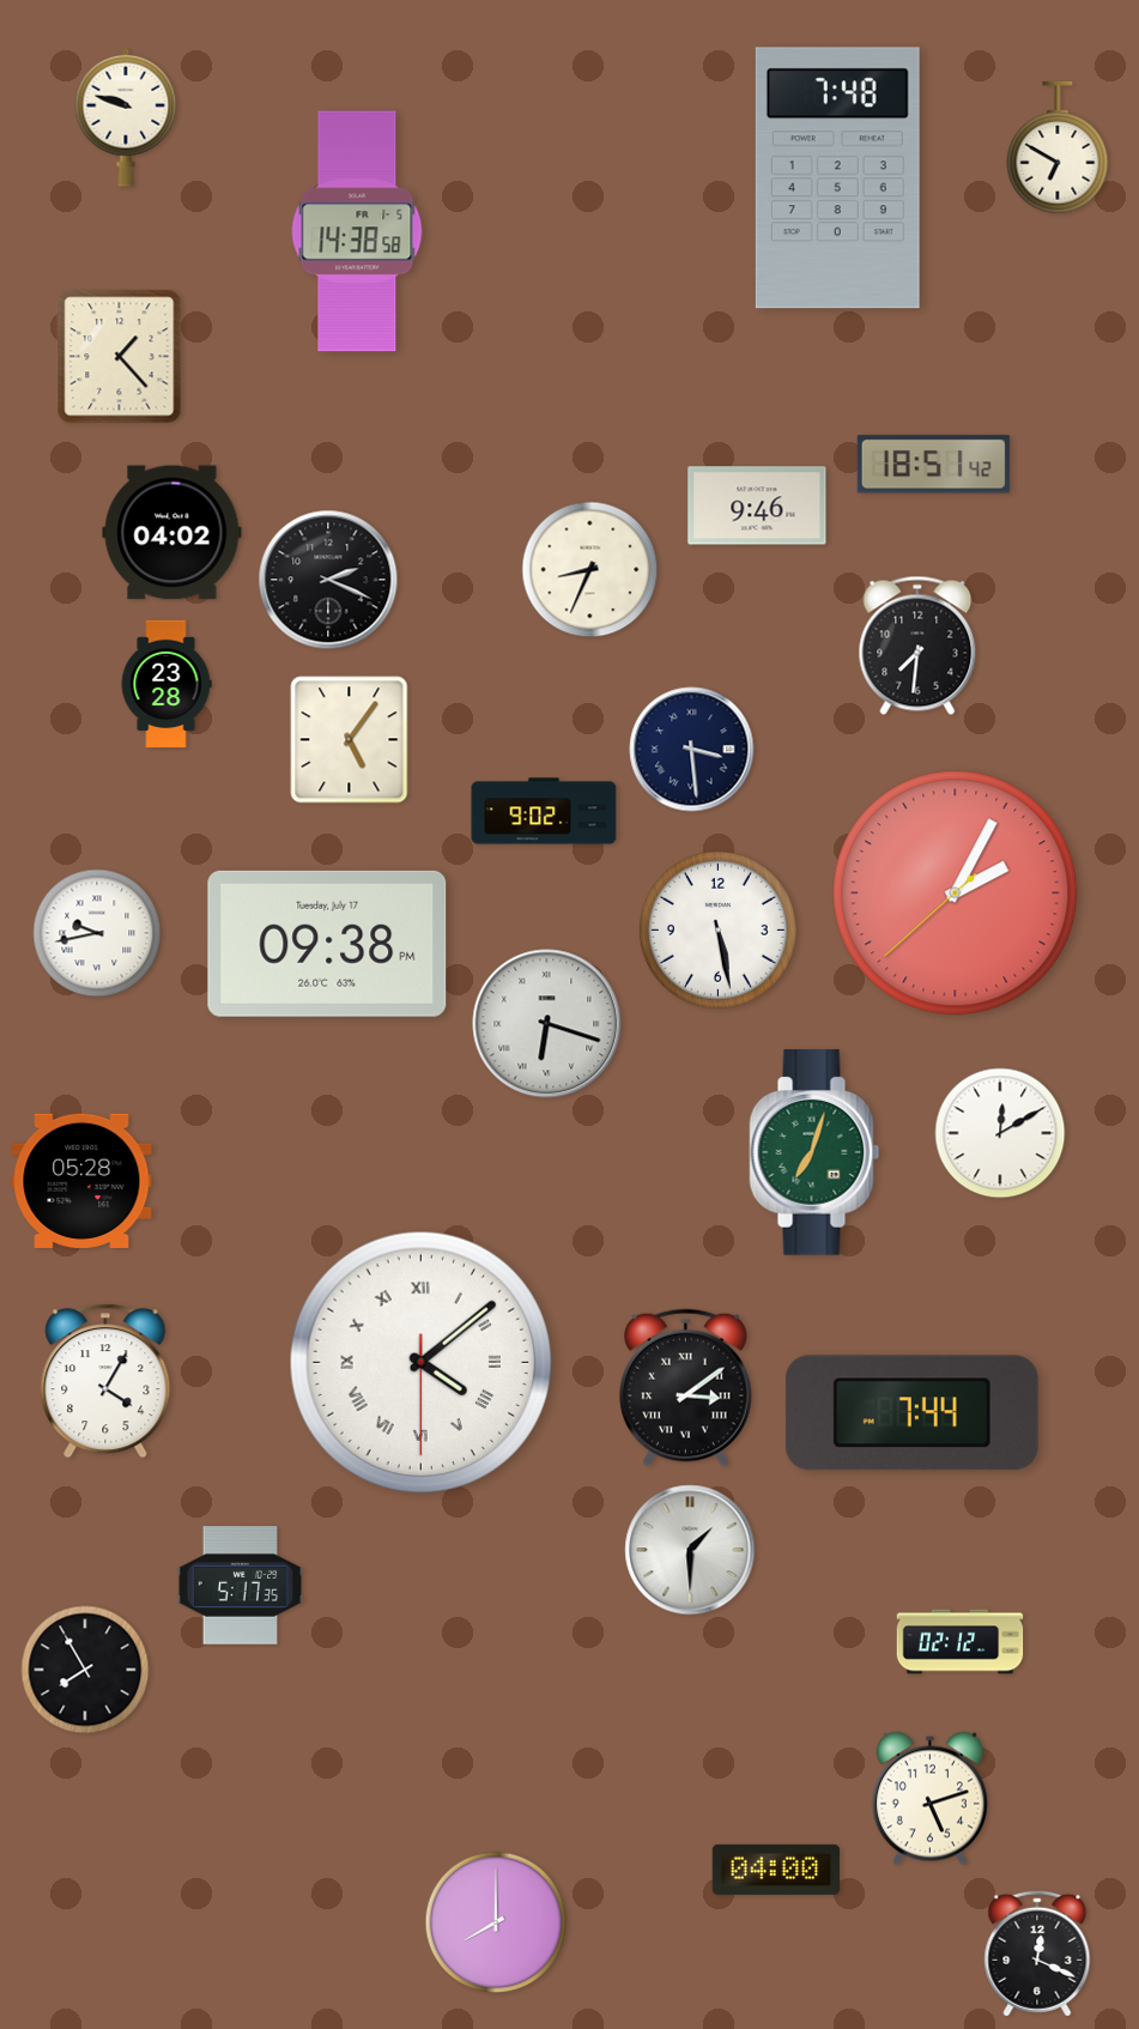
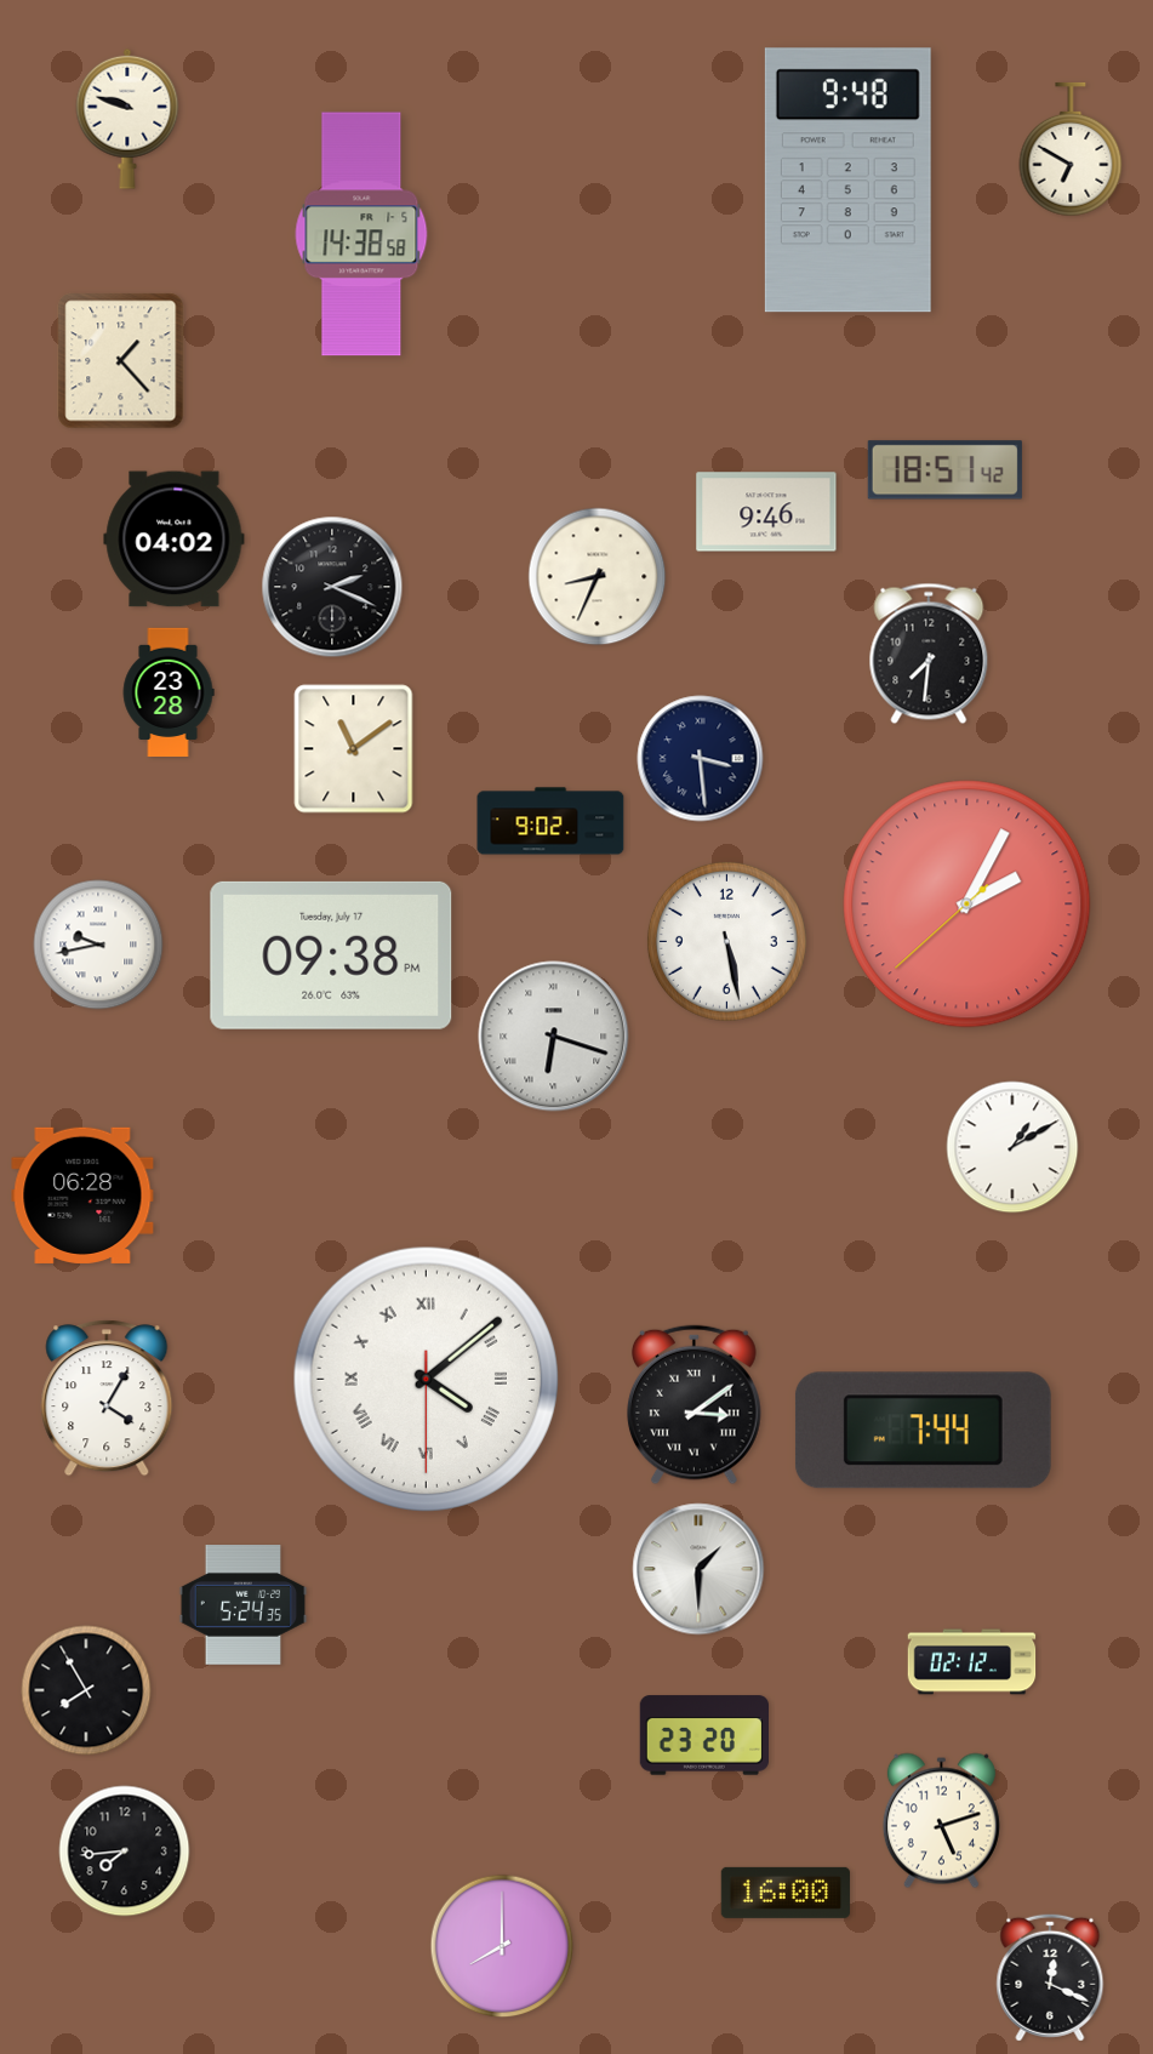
clock at (837, 178): 7:48 -> 9:48
clock at (350, 740): 5:06 -> 11:09
clock at (1000, 1133): 12:10 -> 1:10
clock at (814, 1152): 7:03 -> none
clock at (81, 1181): 05:28 -> 06:28
clock at (241, 1586): 5:17 -> 5:24
clock at (703, 1735): none -> 23:20
clock at (125, 1852): none -> 7:44
clock at (776, 1870): 04:00 -> 16:00
